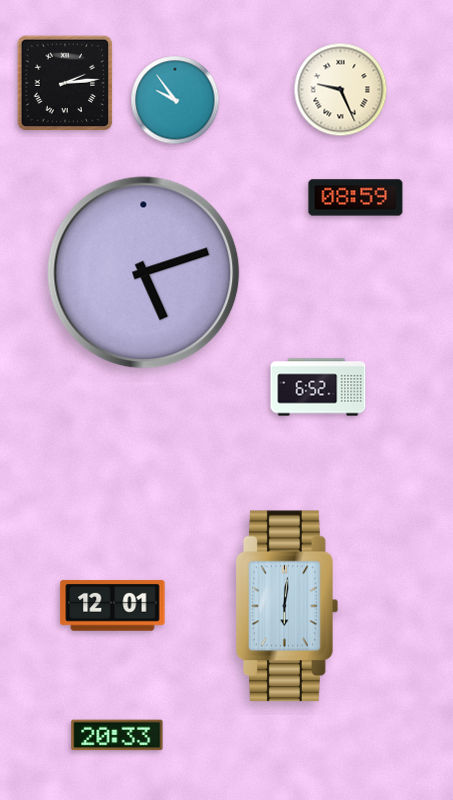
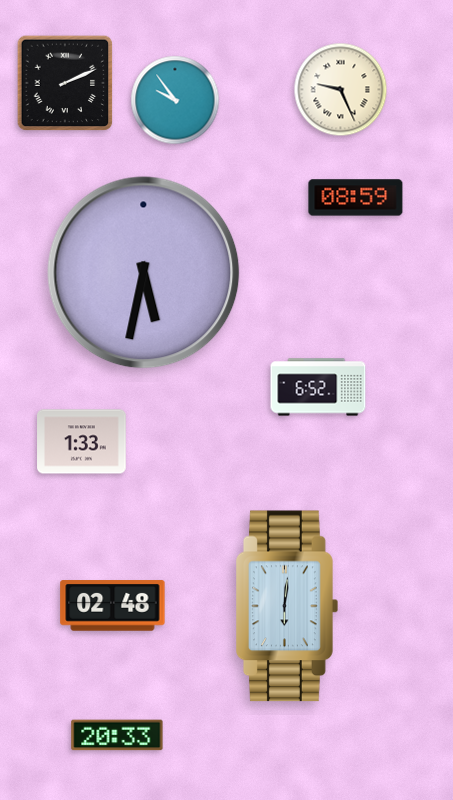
clock at (65, 83): 2:14 -> 2:11
clock at (144, 273): 5:12 -> 5:32
clock at (82, 442): none -> 1:33
clock at (113, 606): 12:01 -> 02:48
